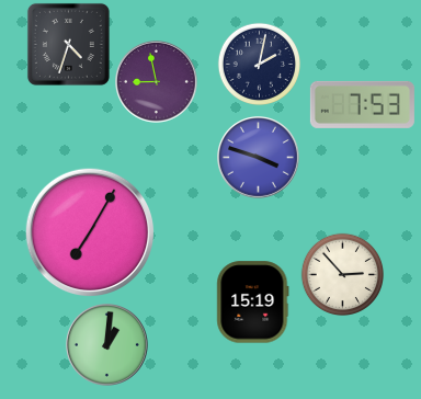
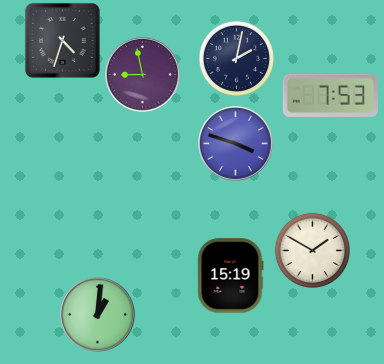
clock at (90, 232): 7:05 -> none
clock at (342, 274): 2:53 -> 1:50
